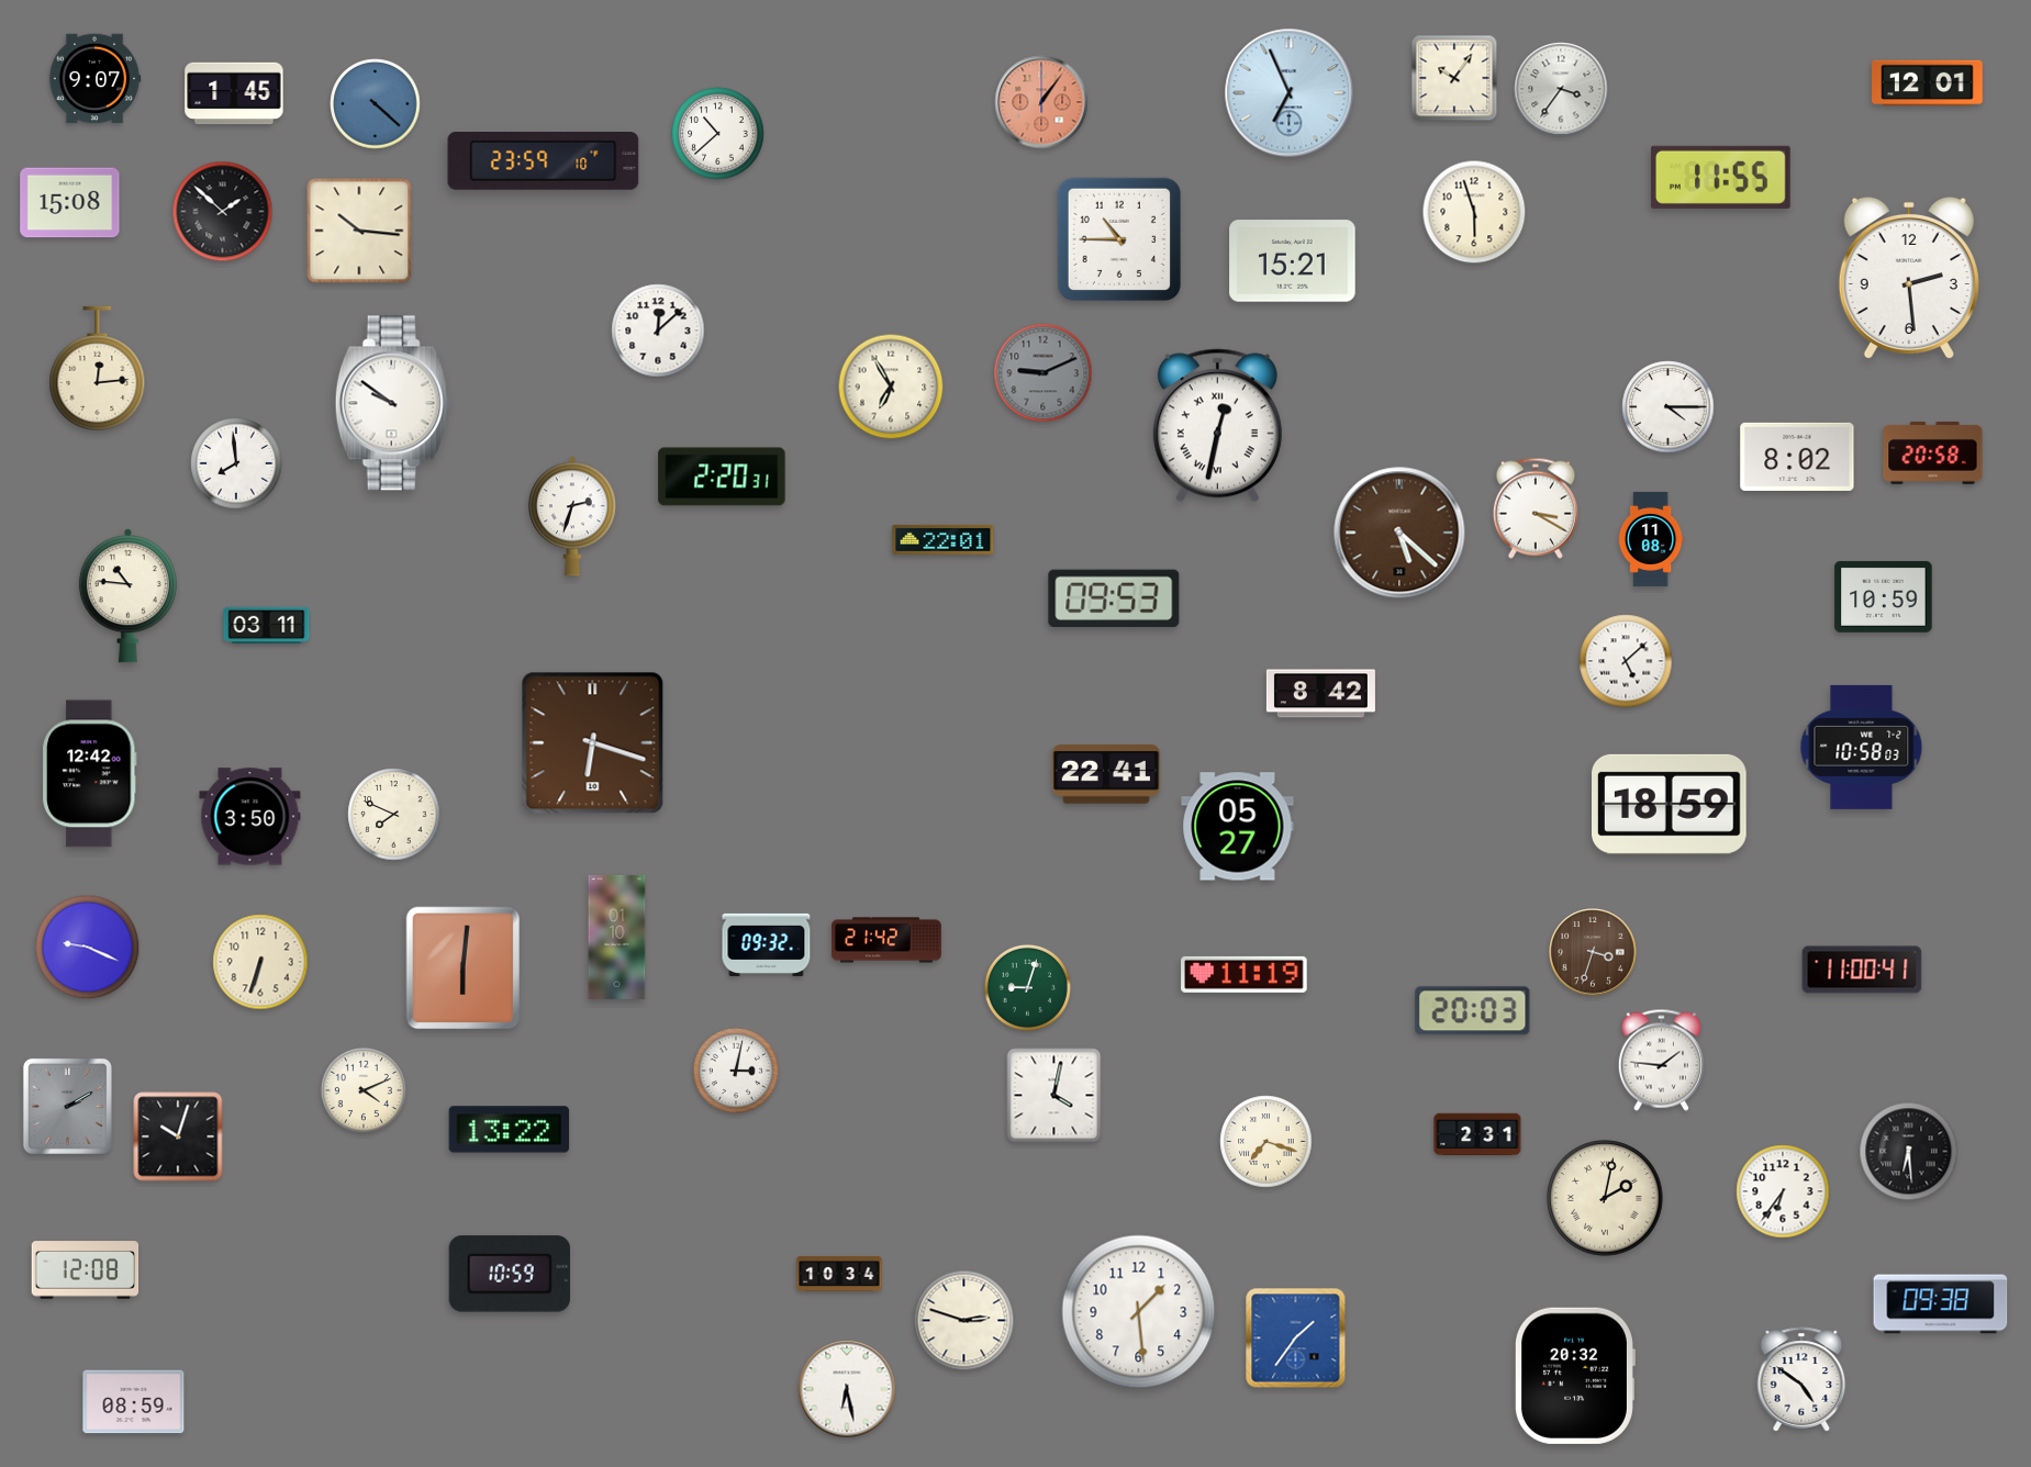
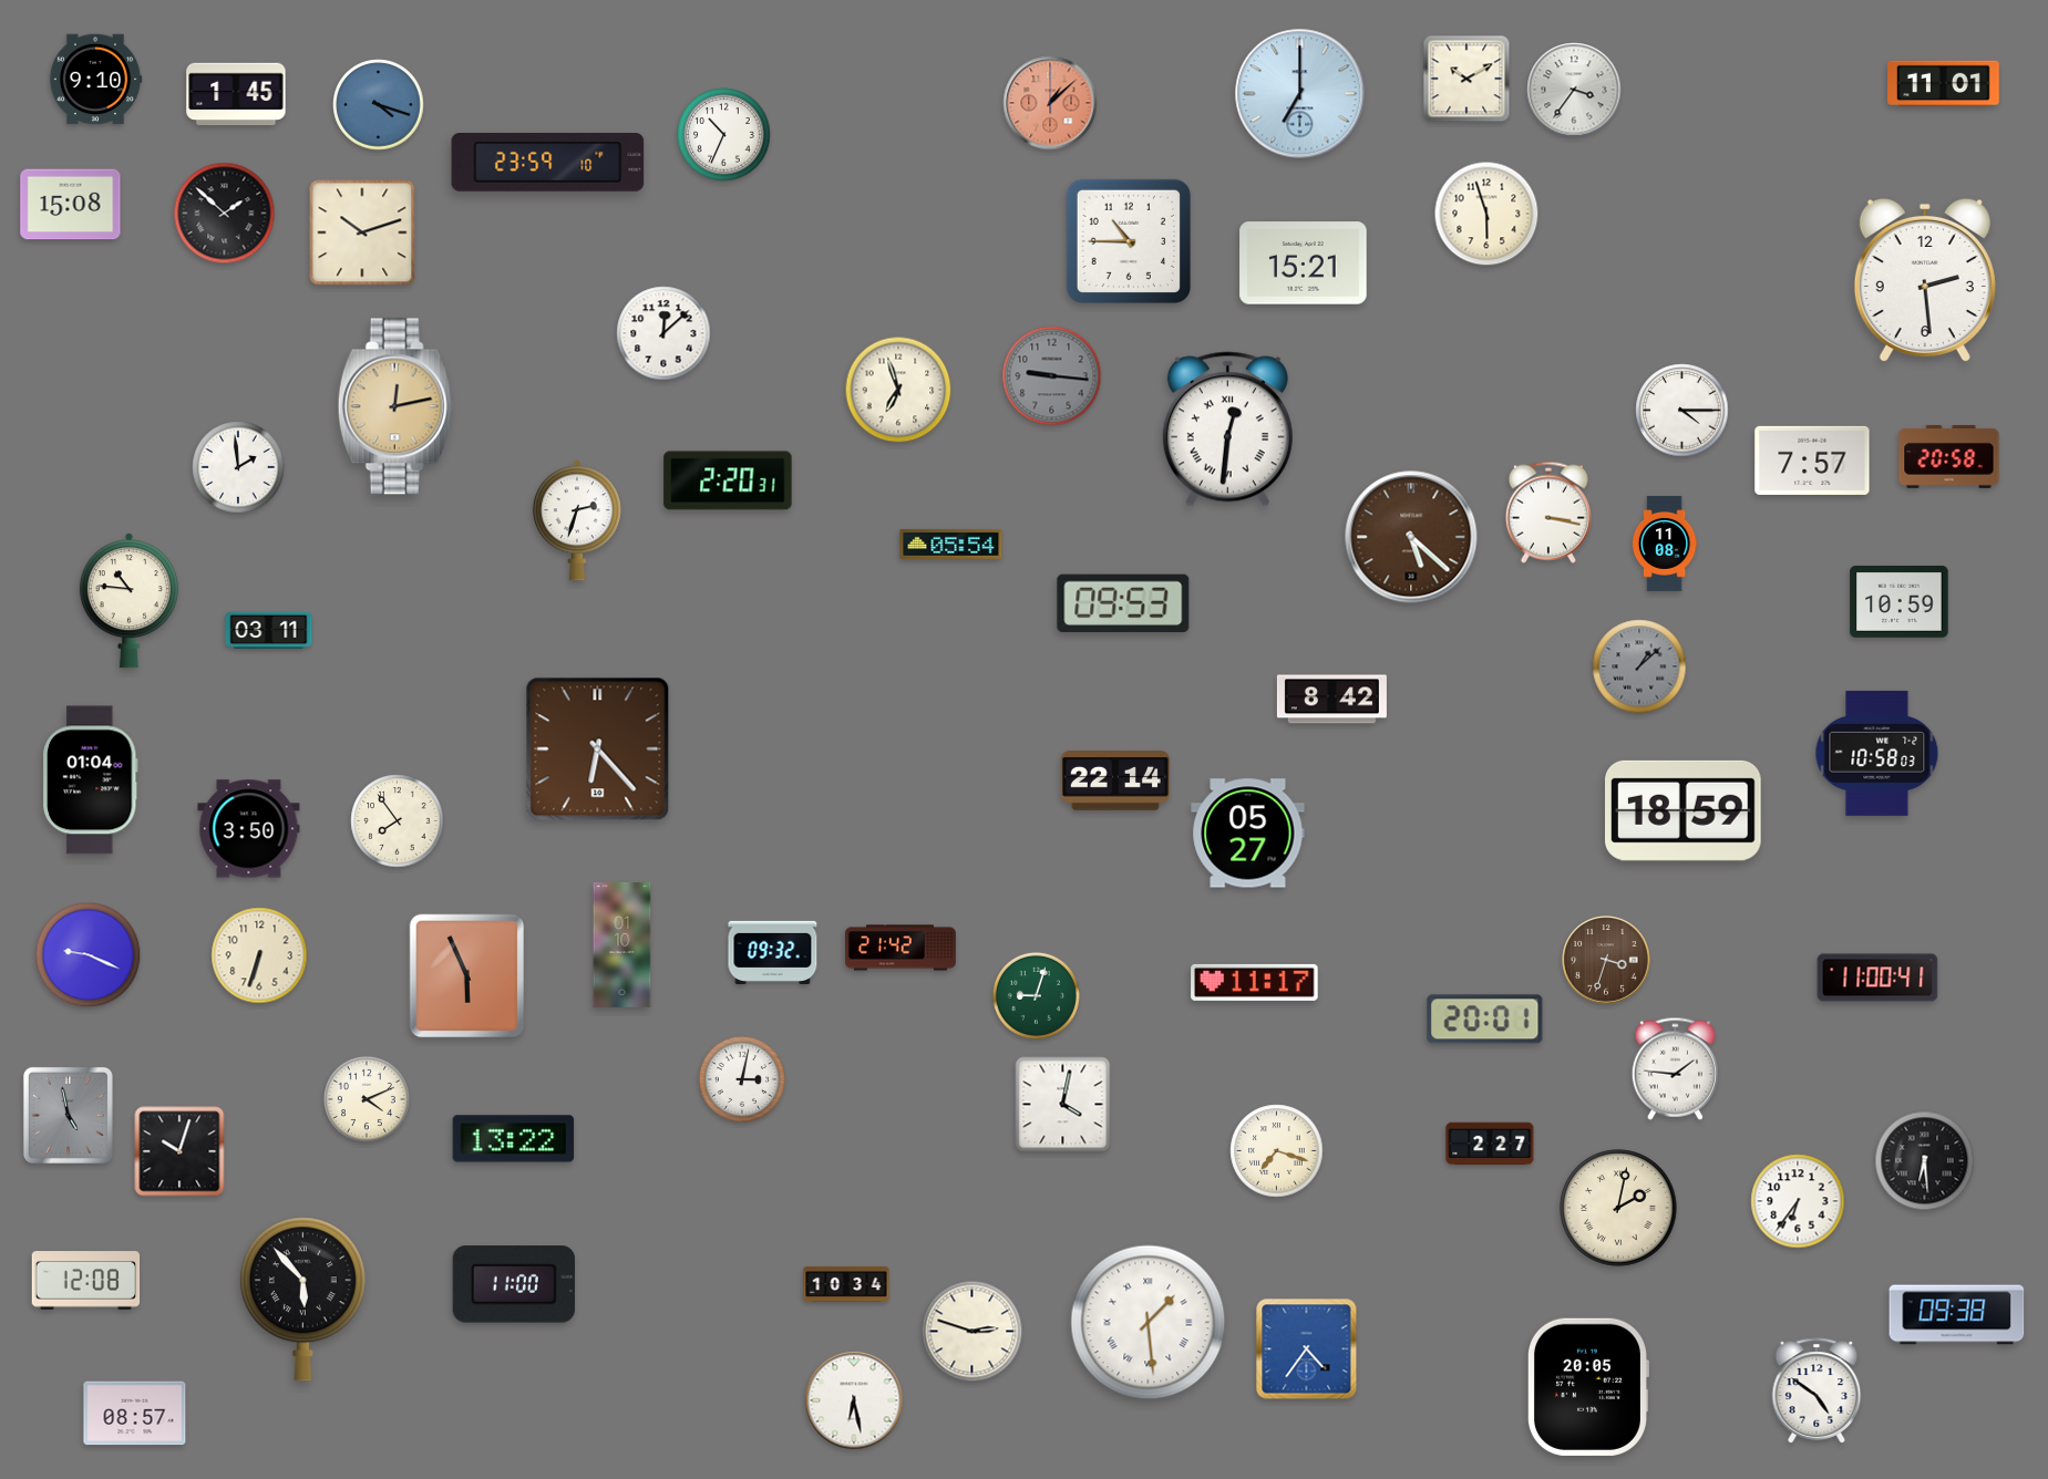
clock at (1454, 78): 10:06 -> 10:10
clock at (94, 79): 9:07 -> 9:10
clock at (1928, 82): 12:01 -> 11:01
clock at (1290, 93): 6:56 -> 7:00
clock at (1041, 102): 1:06 -> 1:08
clock at (376, 104): 4:22 -> 4:18
clock at (718, 134): 10:38 -> 10:34
clock at (1720, 177): 11:55 -> none
clock at (359, 231): 10:16 -> 10:12
clock at (98, 368): 12:14 -> none
clock at (1044, 373): 9:11 -> 9:16
clock at (891, 387): 6:55 -> 6:57
clock at (392, 403): 9:51 -> 12:13
clock at (392, 403) dial: white -> champagne
clock at (1217, 426): 12:32 -> 12:31
clock at (1797, 457): 8:02 -> 7:57
clock at (236, 463): 7:59 -> 1:59
clock at (1536, 508): 3:20 -> 3:17
clock at (944, 539): 22:01 -> 05:54
clock at (1626, 661): 5:08 -> 1:08
clock at (1626, 661) dial: white -> grey
clock at (593, 743): 6:18 -> 6:23
clock at (90, 774): 12:42 -> 01:04
clock at (1106, 774): 22:41 -> 22:14
clock at (394, 815): 7:49 -> 7:54
clock at (250, 817) position: (250, 817) -> (249, 829)
clock at (886, 940) position: (886, 940) -> (900, 948)
clock at (260, 962) position: (260, 962) -> (259, 955)
clock at (464, 968): 6:01 -> 5:56
clock at (1245, 974): 11:19 -> 11:17
clock at (1473, 1011): 20:03 -> 20:01
clock at (67, 1106): 2:10 -> 4:58
clock at (1477, 1134): 2:31 -> 2:27
clock at (178, 1136) position: (178, 1136) -> (179, 1151)
clock at (510, 1274): 10:59 -> 11:00
clock at (302, 1300): none -> 5:53
clock at (1139, 1312) numerals: Arabic -> Roman
clock at (1296, 1339): 1:36 -> 4:36
clock at (1574, 1376): 20:32 -> 20:05
clock at (134, 1402): 08:59 -> 08:57
